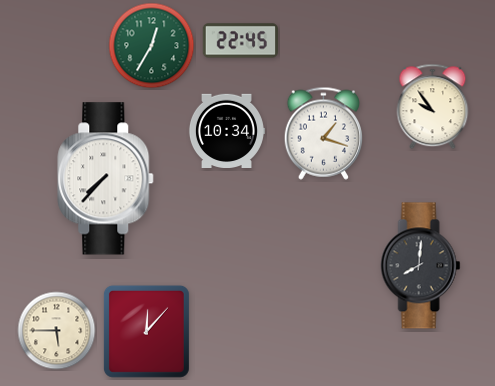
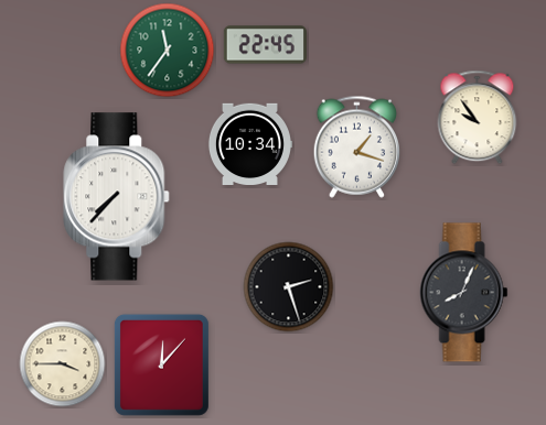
clock at (152, 46): 12:35 -> 11:36
clock at (289, 287): none -> 2:27
clock at (421, 266): 8:01 -> 8:04
clock at (57, 331): 5:45 -> 3:45
